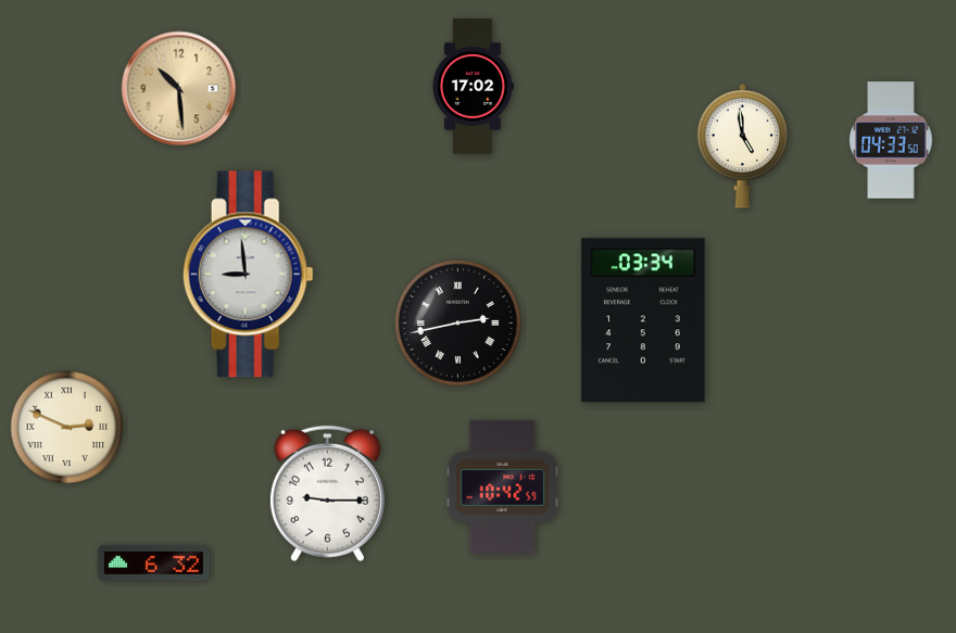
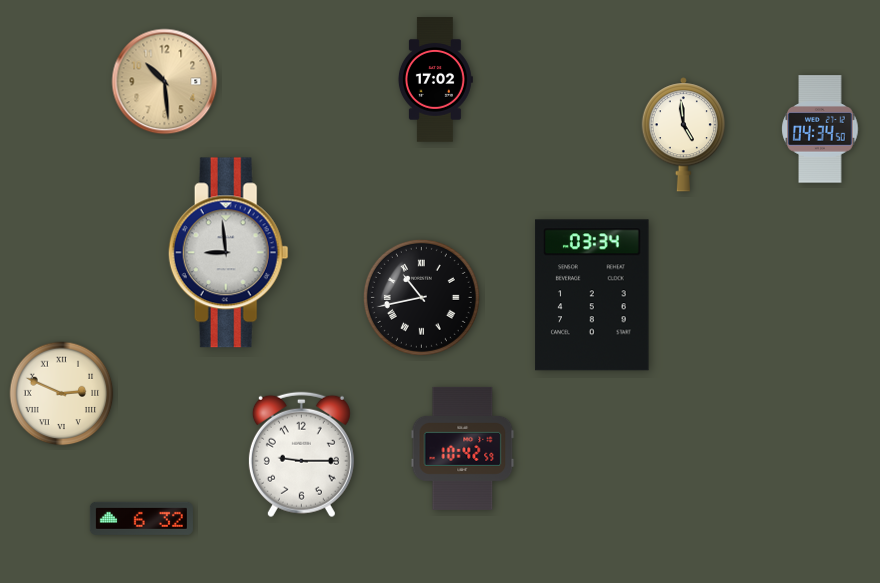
clock at (891, 140): 04:33 -> 04:34
clock at (457, 322): 2:43 -> 10:43
